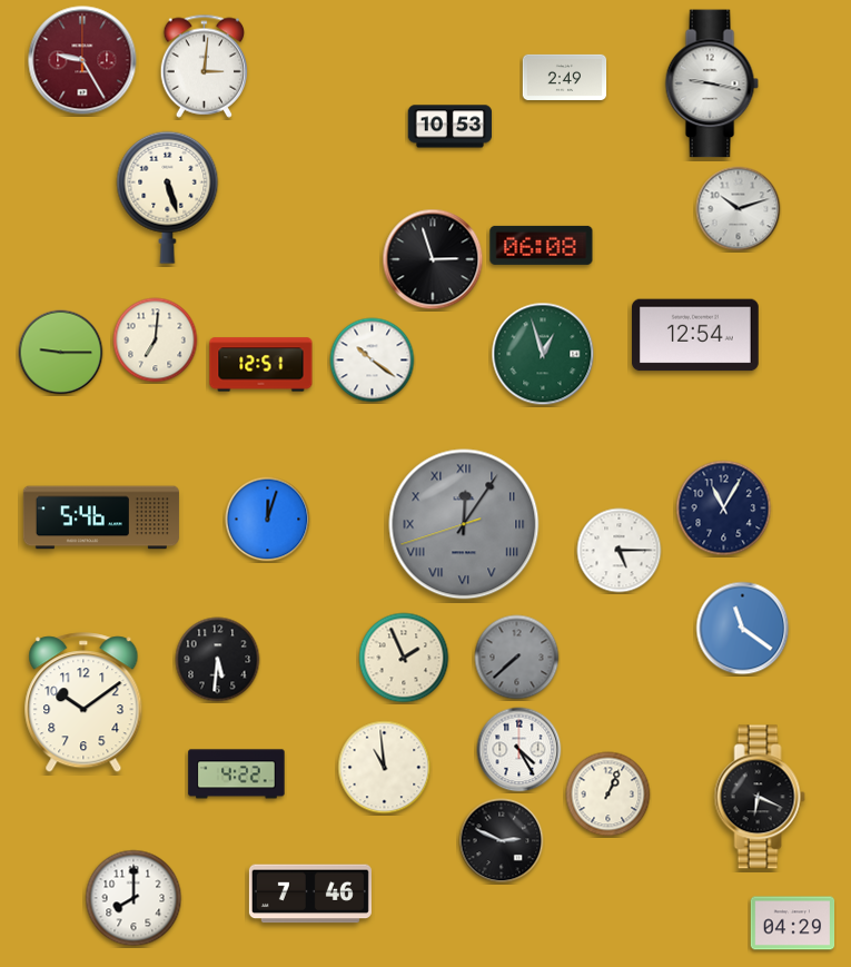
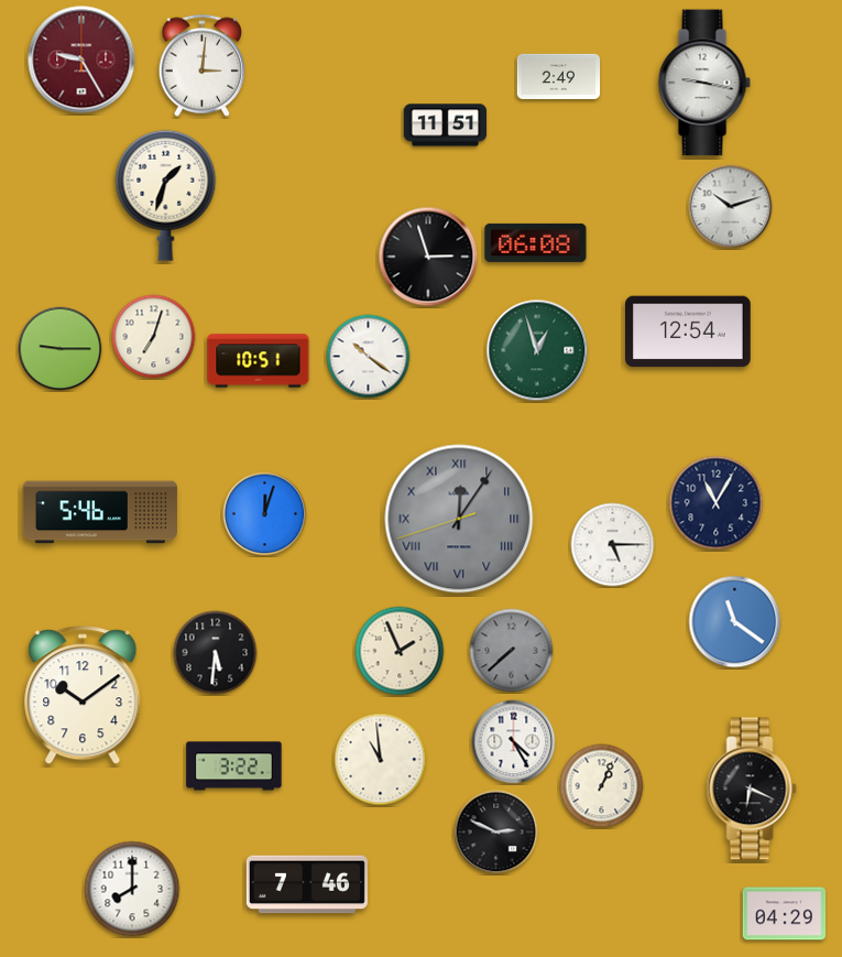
clock at (451, 127): 10:53 -> 11:51
clock at (168, 197): 5:27 -> 1:33
clock at (156, 341): 7:01 -> 7:03
clock at (261, 365): 12:51 -> 10:51
clock at (237, 774): 4:22 -> 3:22
